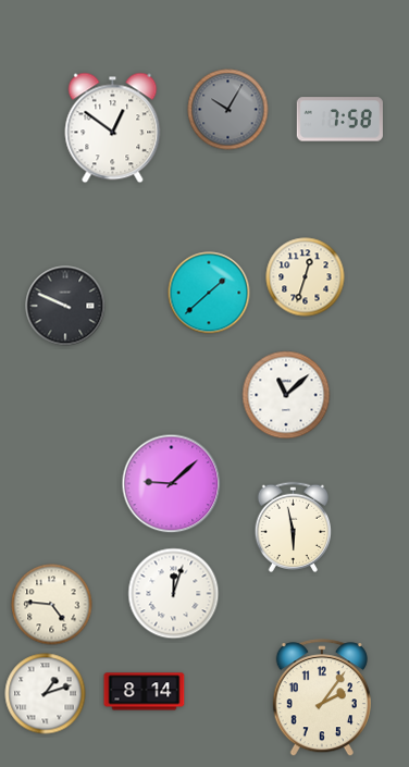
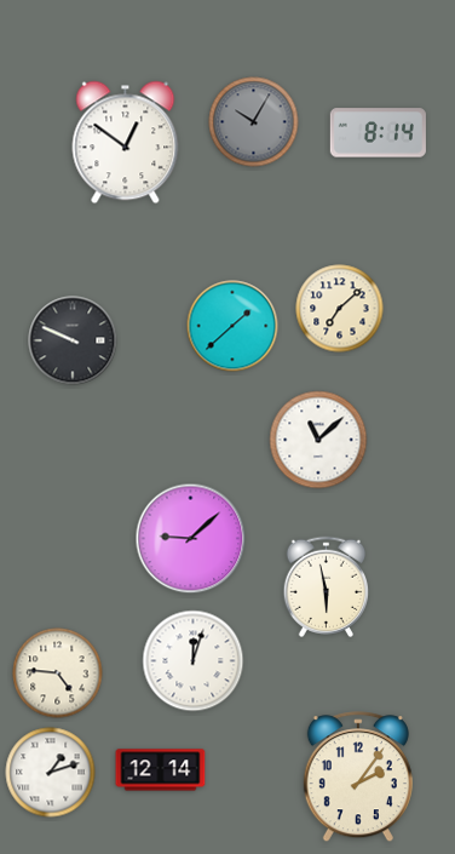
clock at (339, 120): 7:58 -> 8:14
clock at (306, 277): 12:33 -> 7:08
clock at (145, 692): 8:14 -> 12:14
